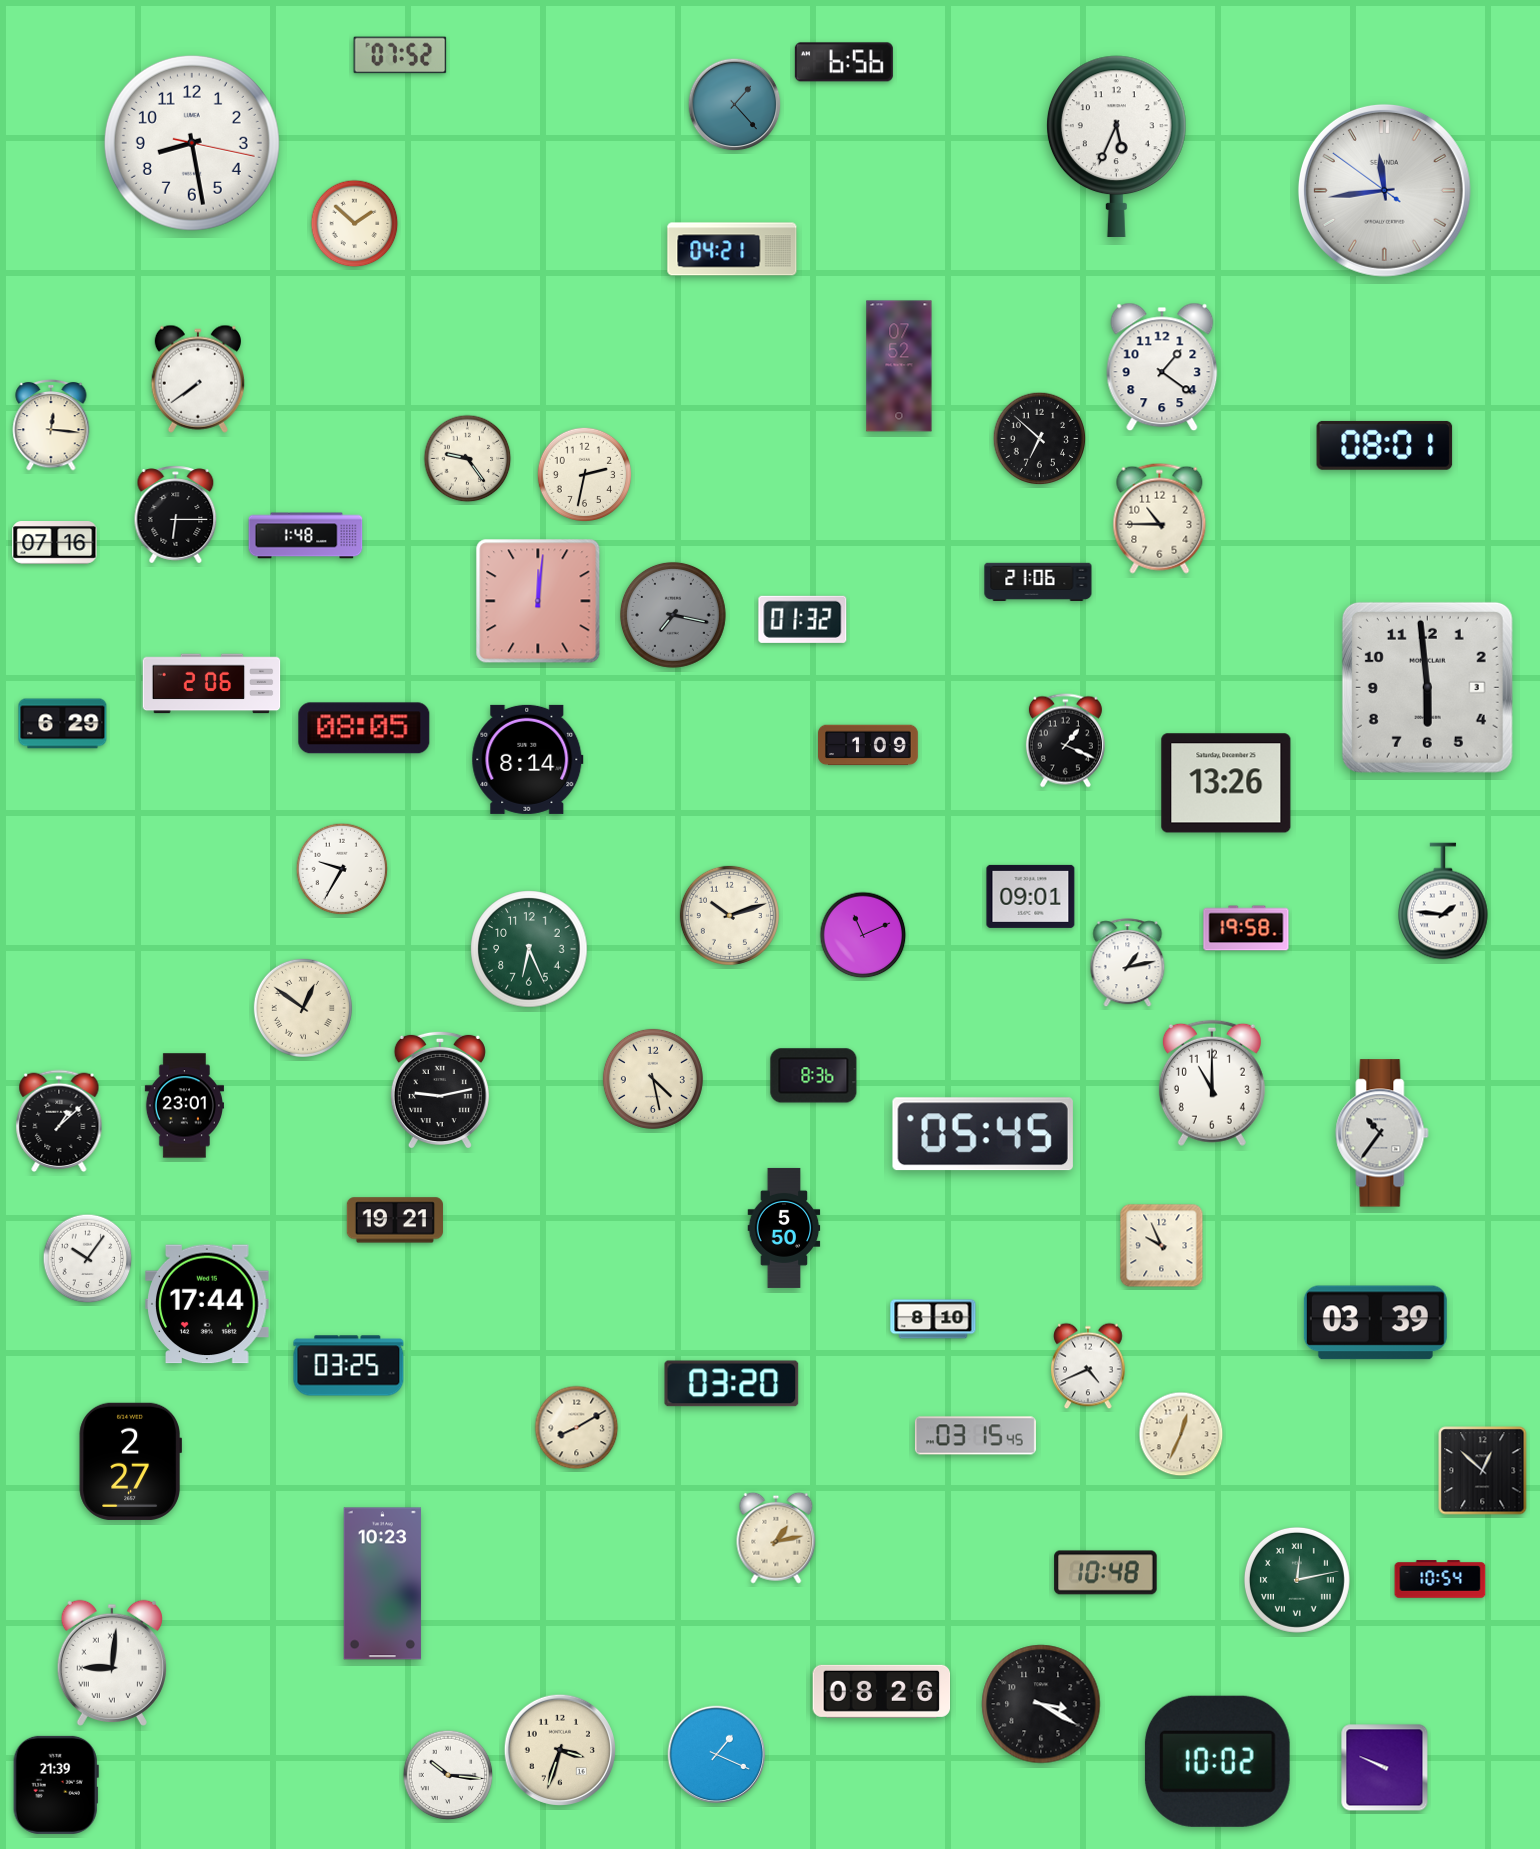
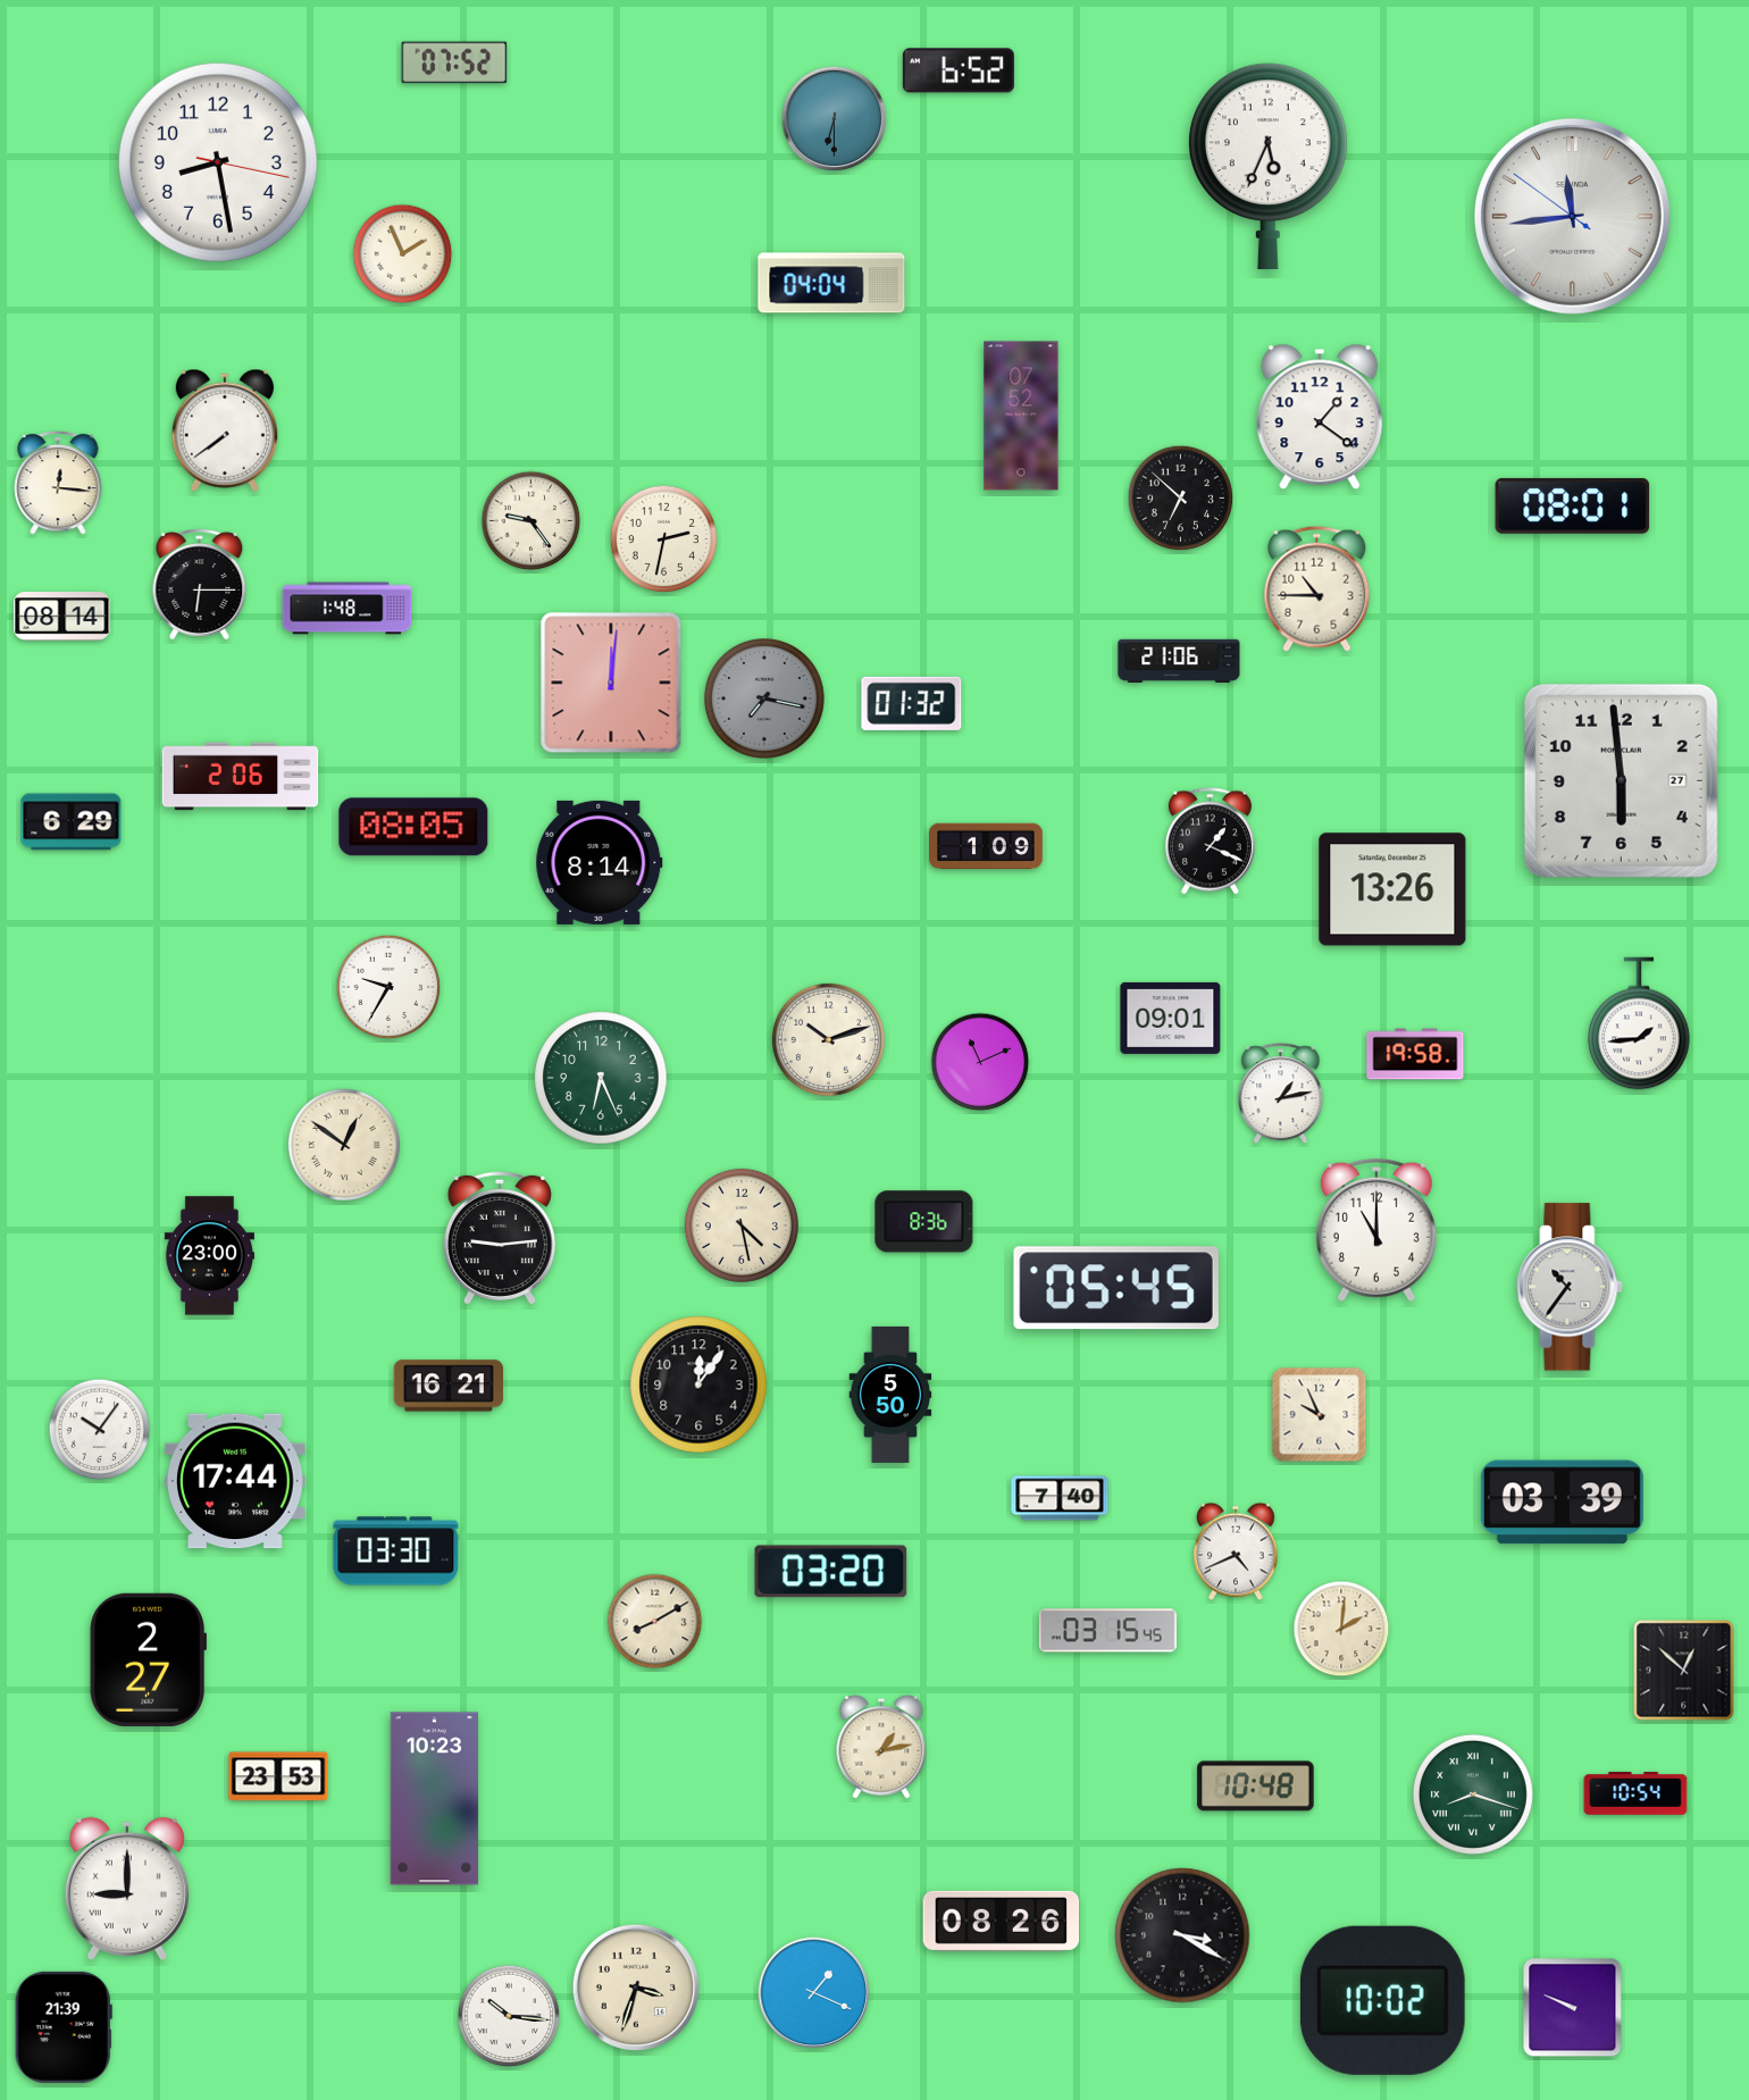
clock at (844, 62): 6:56 -> 6:52
clock at (735, 105): 1:23 -> 6:30
clock at (355, 224): 1:52 -> 1:56
clock at (732, 249): 04:21 -> 04:04
clock at (55, 543): 07:16 -> 08:14
clock at (1427, 687) date: 3 -> 27
clock at (1443, 901): 1:46 -> 1:44
clock at (440, 1089): 9:13 -> 9:14
clock at (184, 1106): 23:01 -> 23:00
clock at (59, 1121): 1:08 -> none
clock at (698, 1384): none -> 12:06
clock at (395, 1220): 19:21 -> 16:21
clock at (933, 1319): 8:10 -> 7:40
clock at (349, 1366): 03:25 -> 03:30
clock at (1181, 1434): 12:34 -> 2:01
clock at (278, 1776): none -> 23:53
clock at (1297, 1580): 12:13 -> 8:18
clock at (112, 1663): 9:01 -> 9:00
